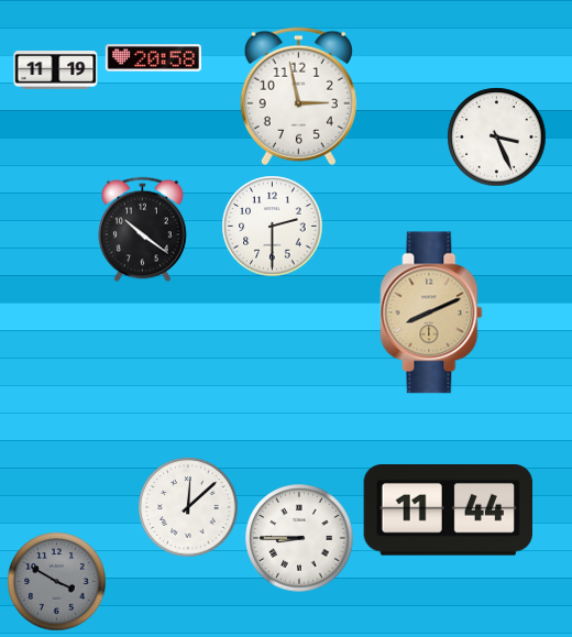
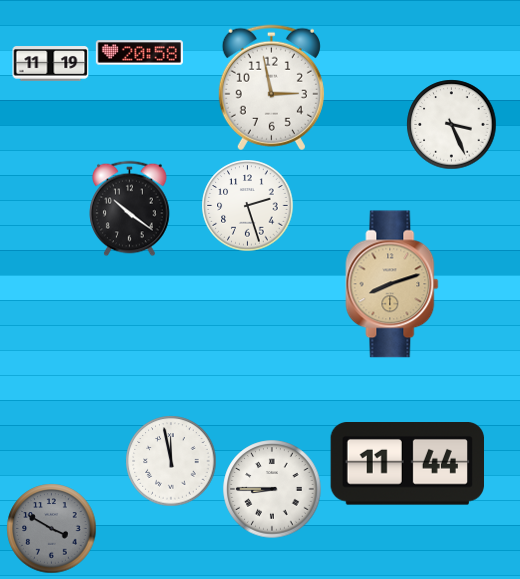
clock at (273, 227): 2:30 -> 2:27
clock at (431, 312): 8:11 -> 8:12
clock at (188, 507): 12:08 -> 11:58
